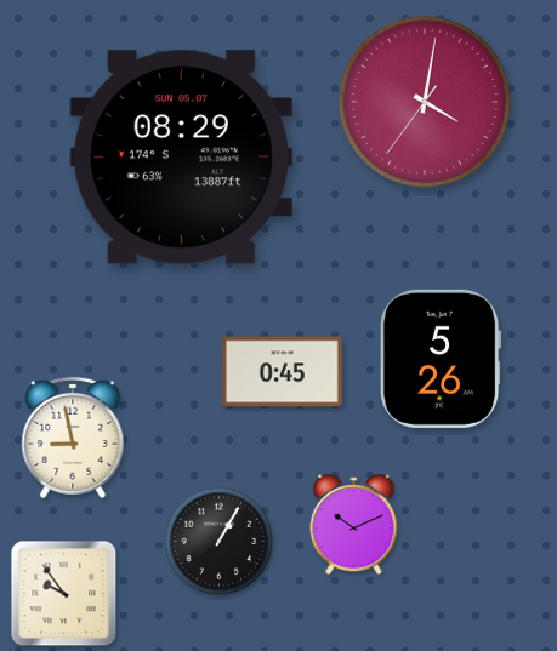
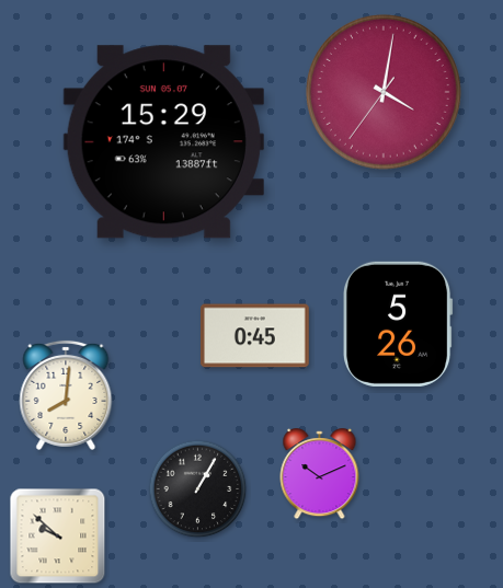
clock at (181, 158): 08:29 -> 15:29
clock at (73, 438): 8:58 -> 8:01
clock at (64, 594): 9:54 -> 9:52
